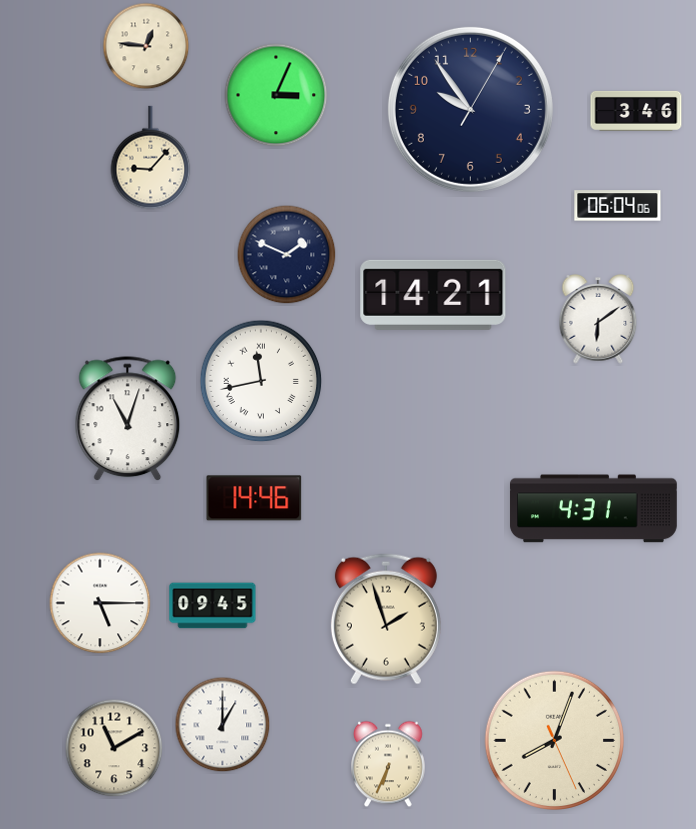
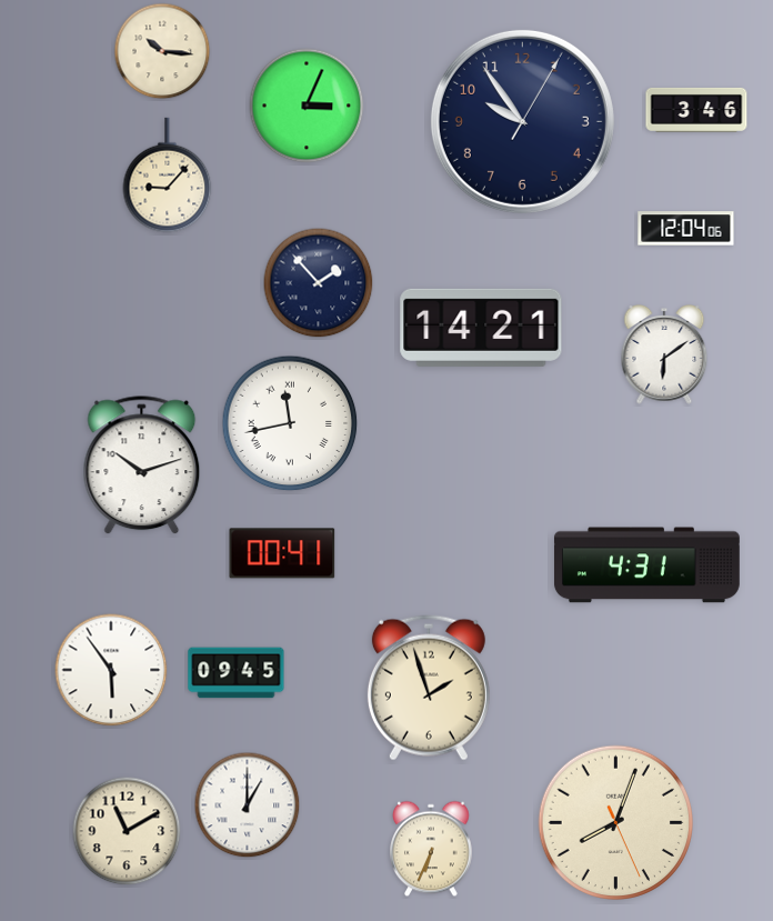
clock at (146, 46): 12:46 -> 10:16
clock at (636, 111) position: (636, 111) -> (696, 110)
clock at (618, 206): 06:04 -> 12:04
clock at (287, 255): 1:49 -> 1:53
clock at (128, 419): 11:03 -> 10:12
clock at (254, 498): 14:46 -> 00:41
clock at (593, 509) position: (593, 509) -> (646, 565)
clock at (100, 603): 5:15 -> 5:54
